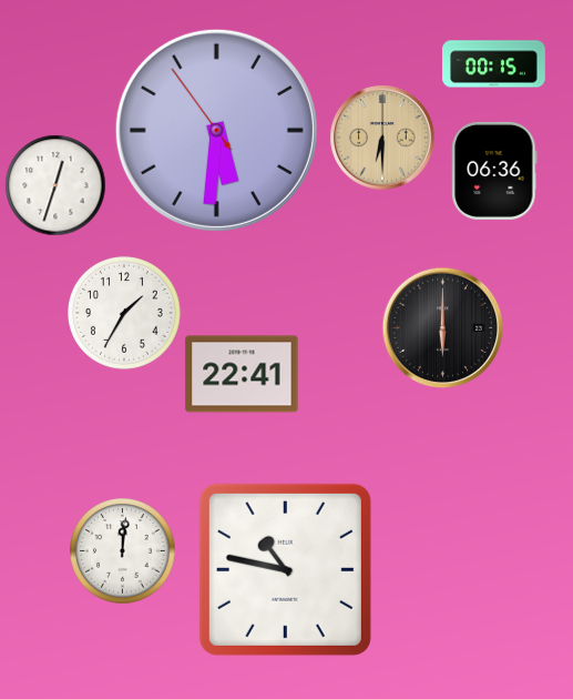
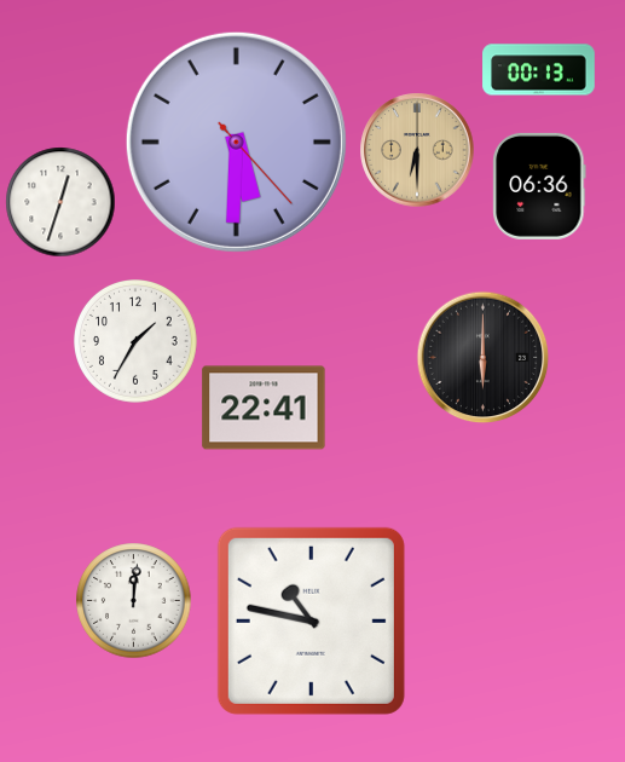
clock at (494, 64): 00:15 -> 00:13
clock at (216, 130): 5:30:54 -> 5:30:23
